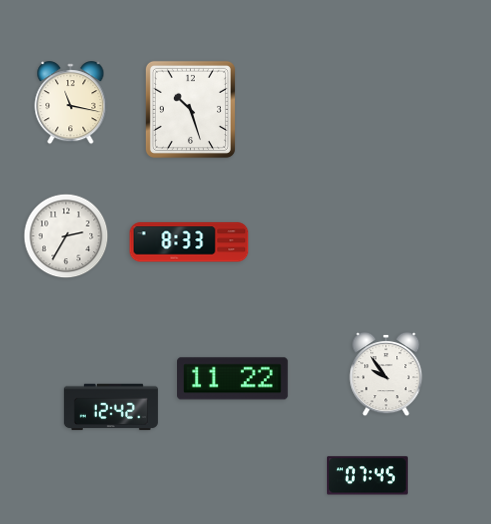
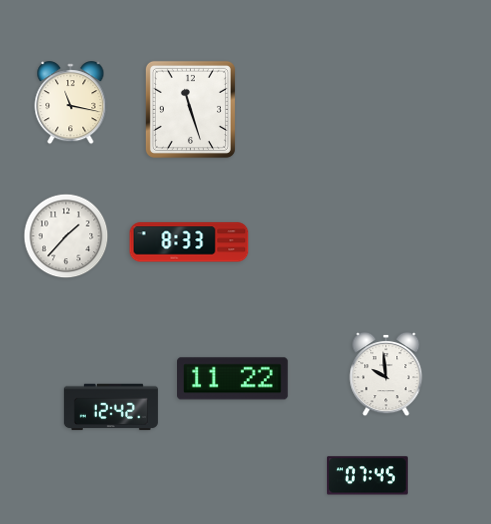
clock at (190, 109): 10:27 -> 11:27
clock at (66, 236): 2:35 -> 1:37
clock at (386, 374): 9:54 -> 9:59
